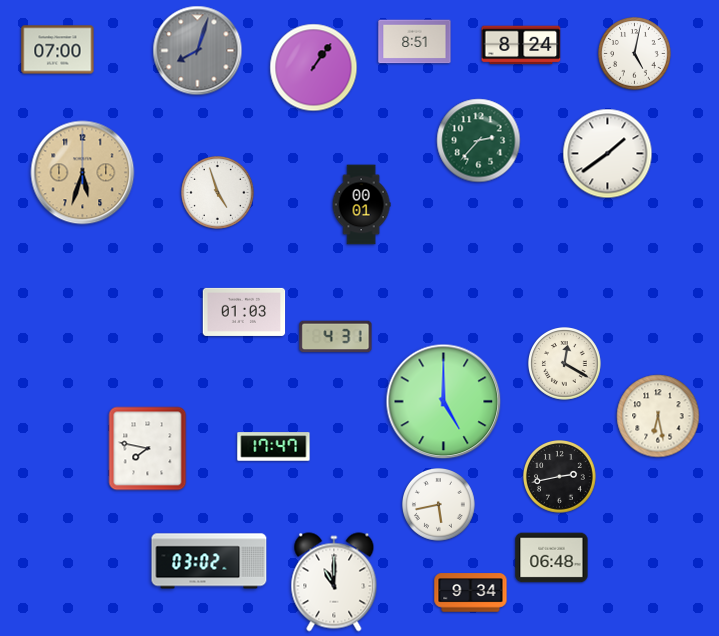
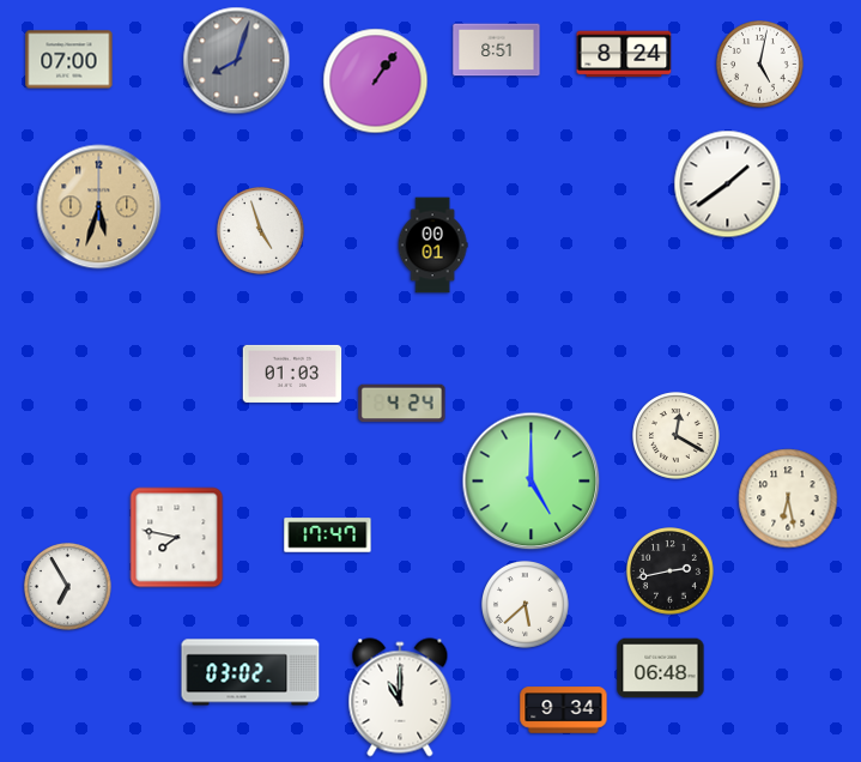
clock at (479, 141): 2:37 -> none
clock at (336, 337): 4:31 -> 4:24
clock at (68, 587): none -> 6:55
clock at (439, 505): 5:43 -> 5:38
